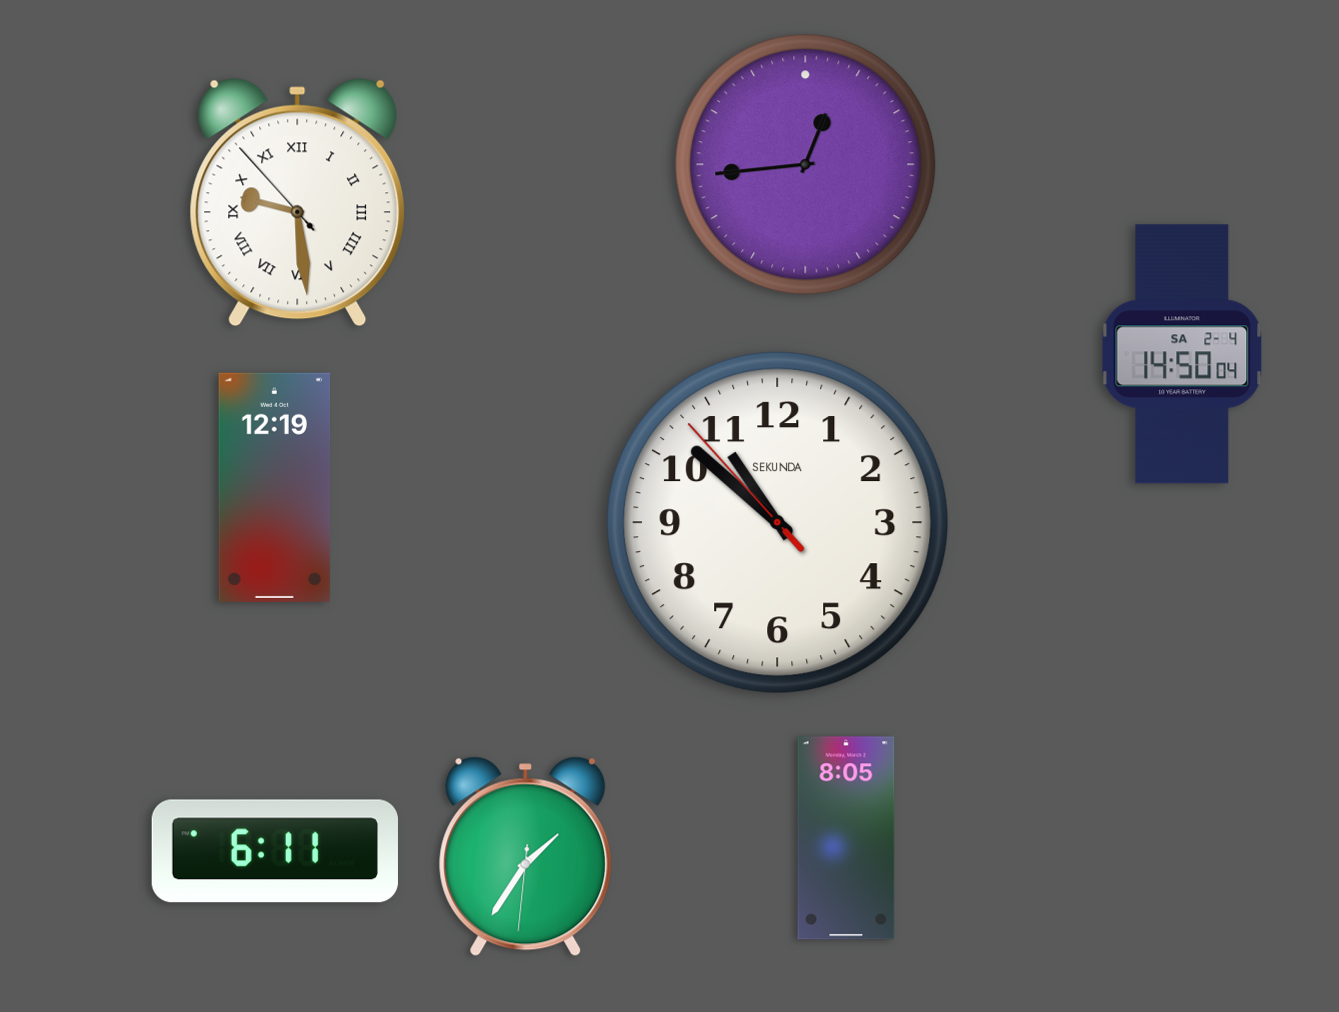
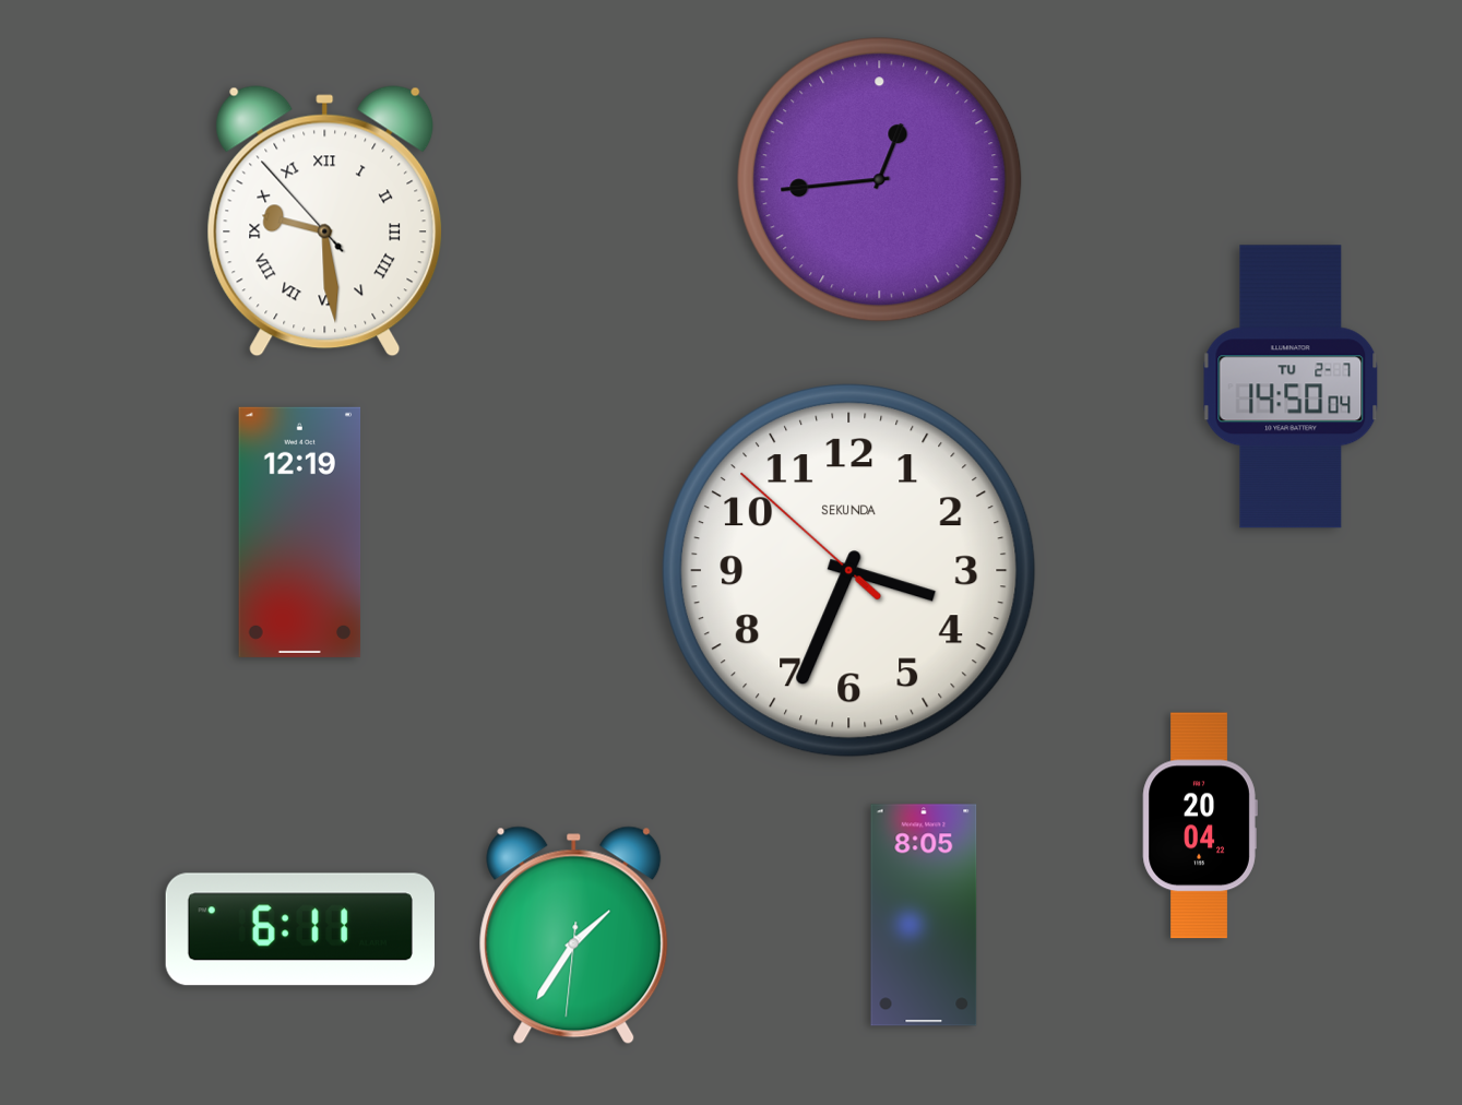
clock at (1182, 354) date: SA 2-4 -> TU 2-7
clock at (778, 523): 10:51 -> 3:33
clock at (1200, 825): none -> 20:04
